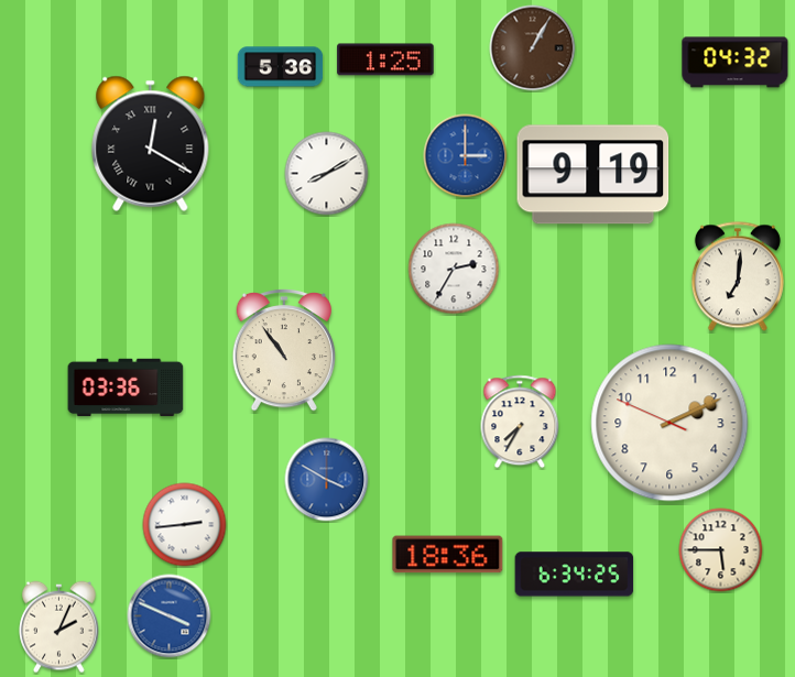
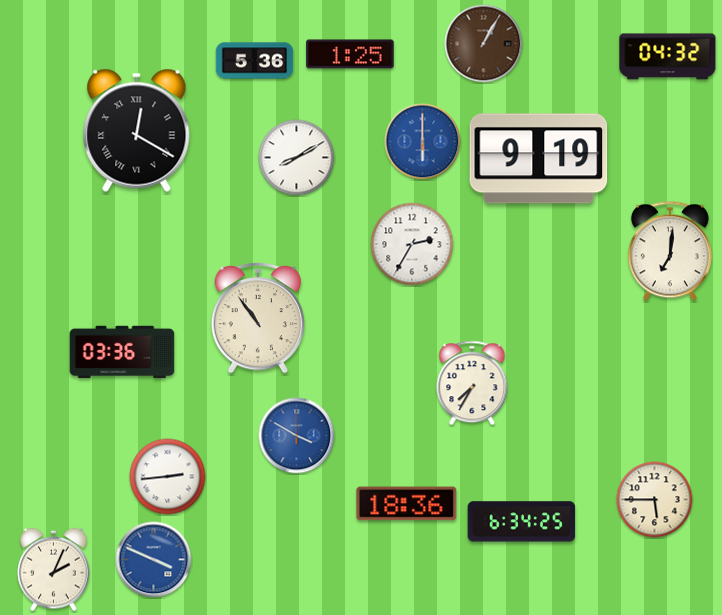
clock at (466, 156): 3:00 -> 6:00
clock at (126, 387) position: (126, 387) -> (122, 352)
clock at (669, 423): 2:10 -> none
